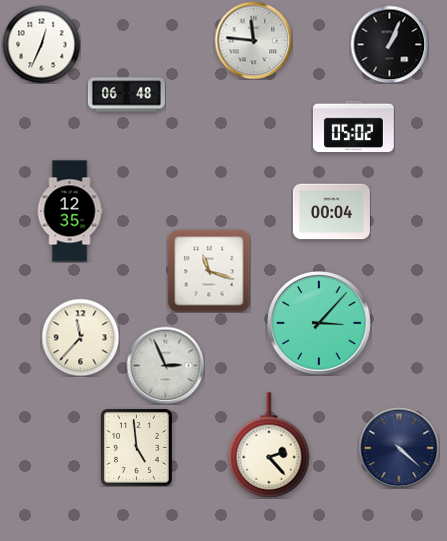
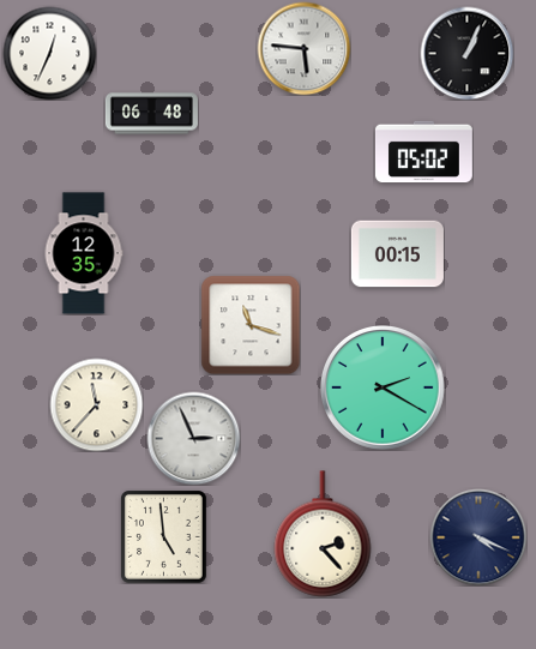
clock at (253, 40): 11:46 -> 5:46
clock at (331, 212): 00:04 -> 00:15
clock at (320, 324): 3:07 -> 2:20
clock at (165, 365) position: (165, 365) -> (193, 438)
clock at (399, 448): 4:22 -> 4:19
